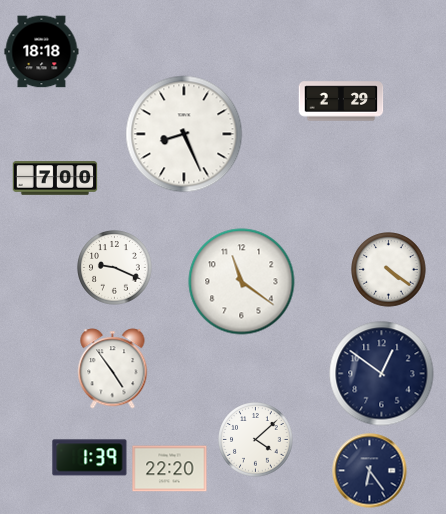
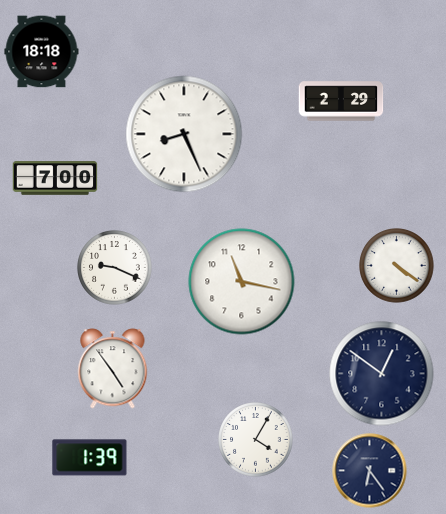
clock at (389, 270) position: (389, 270) -> (397, 266)
clock at (242, 282): 11:21 -> 11:17
clock at (256, 440): 4:08 -> 4:05
clock at (170, 469): 22:20 -> none
